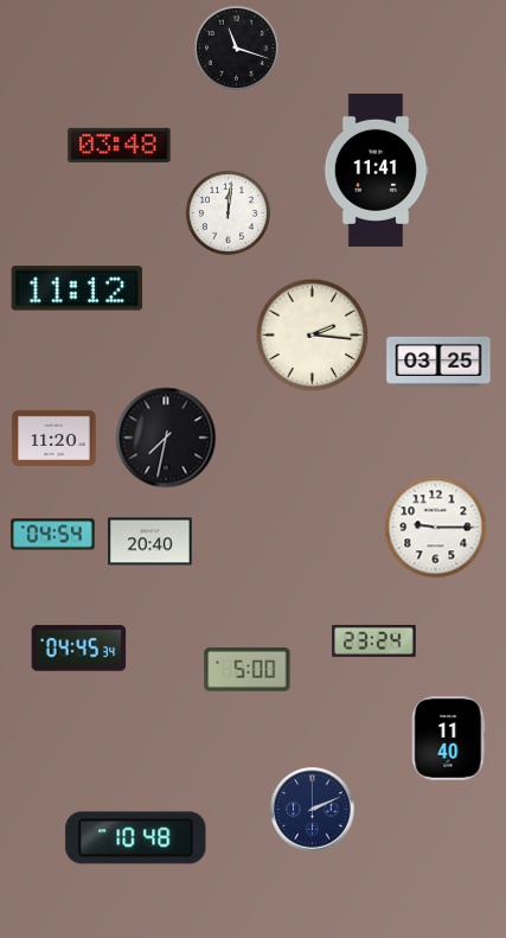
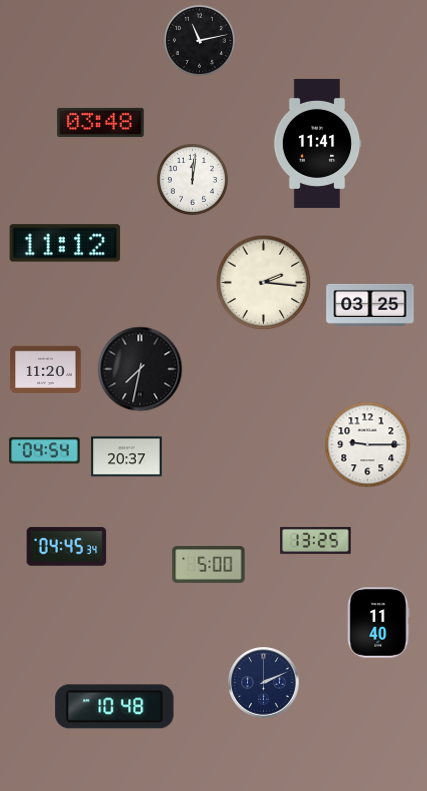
clock at (236, 47): 11:18 -> 11:13
clock at (150, 542): 20:40 -> 20:37
clock at (374, 640): 23:24 -> 13:25
